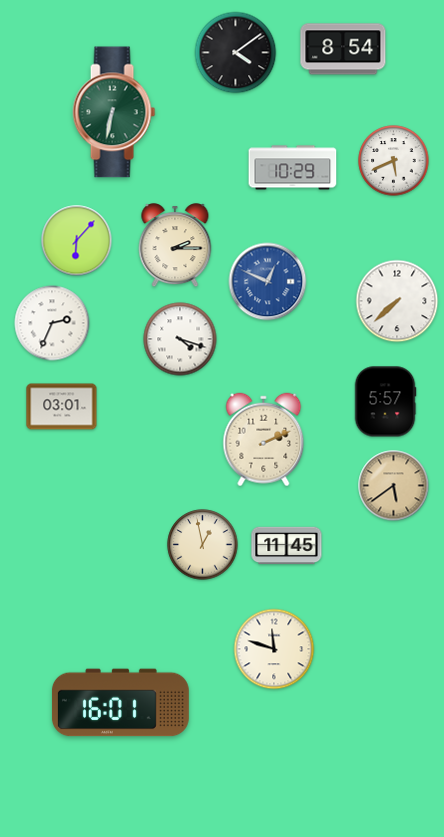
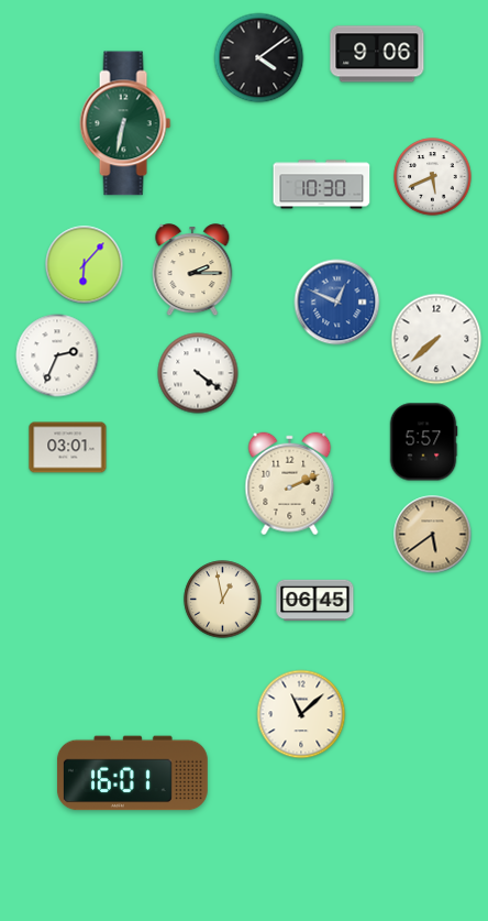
clock at (343, 49): 8:54 -> 9:06
clock at (293, 168): 10:29 -> 10:30
clock at (268, 282) position: (268, 282) -> (337, 303)
clock at (397, 301) position: (397, 301) -> (436, 339)
clock at (180, 339): 4:18 -> 4:21
clock at (287, 546): 11:45 -> 06:45
clock at (274, 649): 11:48 -> 11:08
